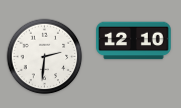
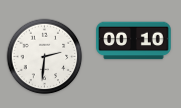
clock at (134, 41): 12:10 -> 00:10
